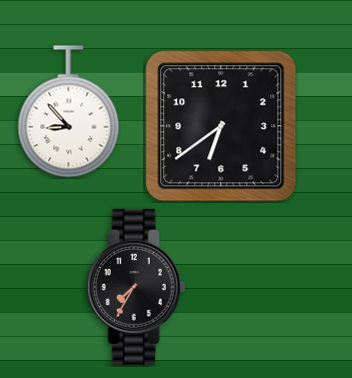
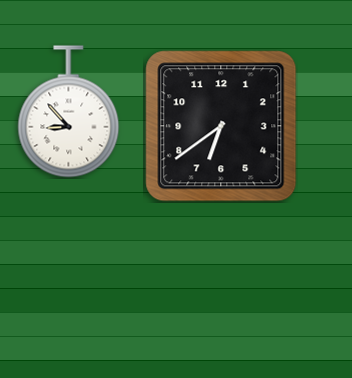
clock at (136, 287): 7:35 -> none
